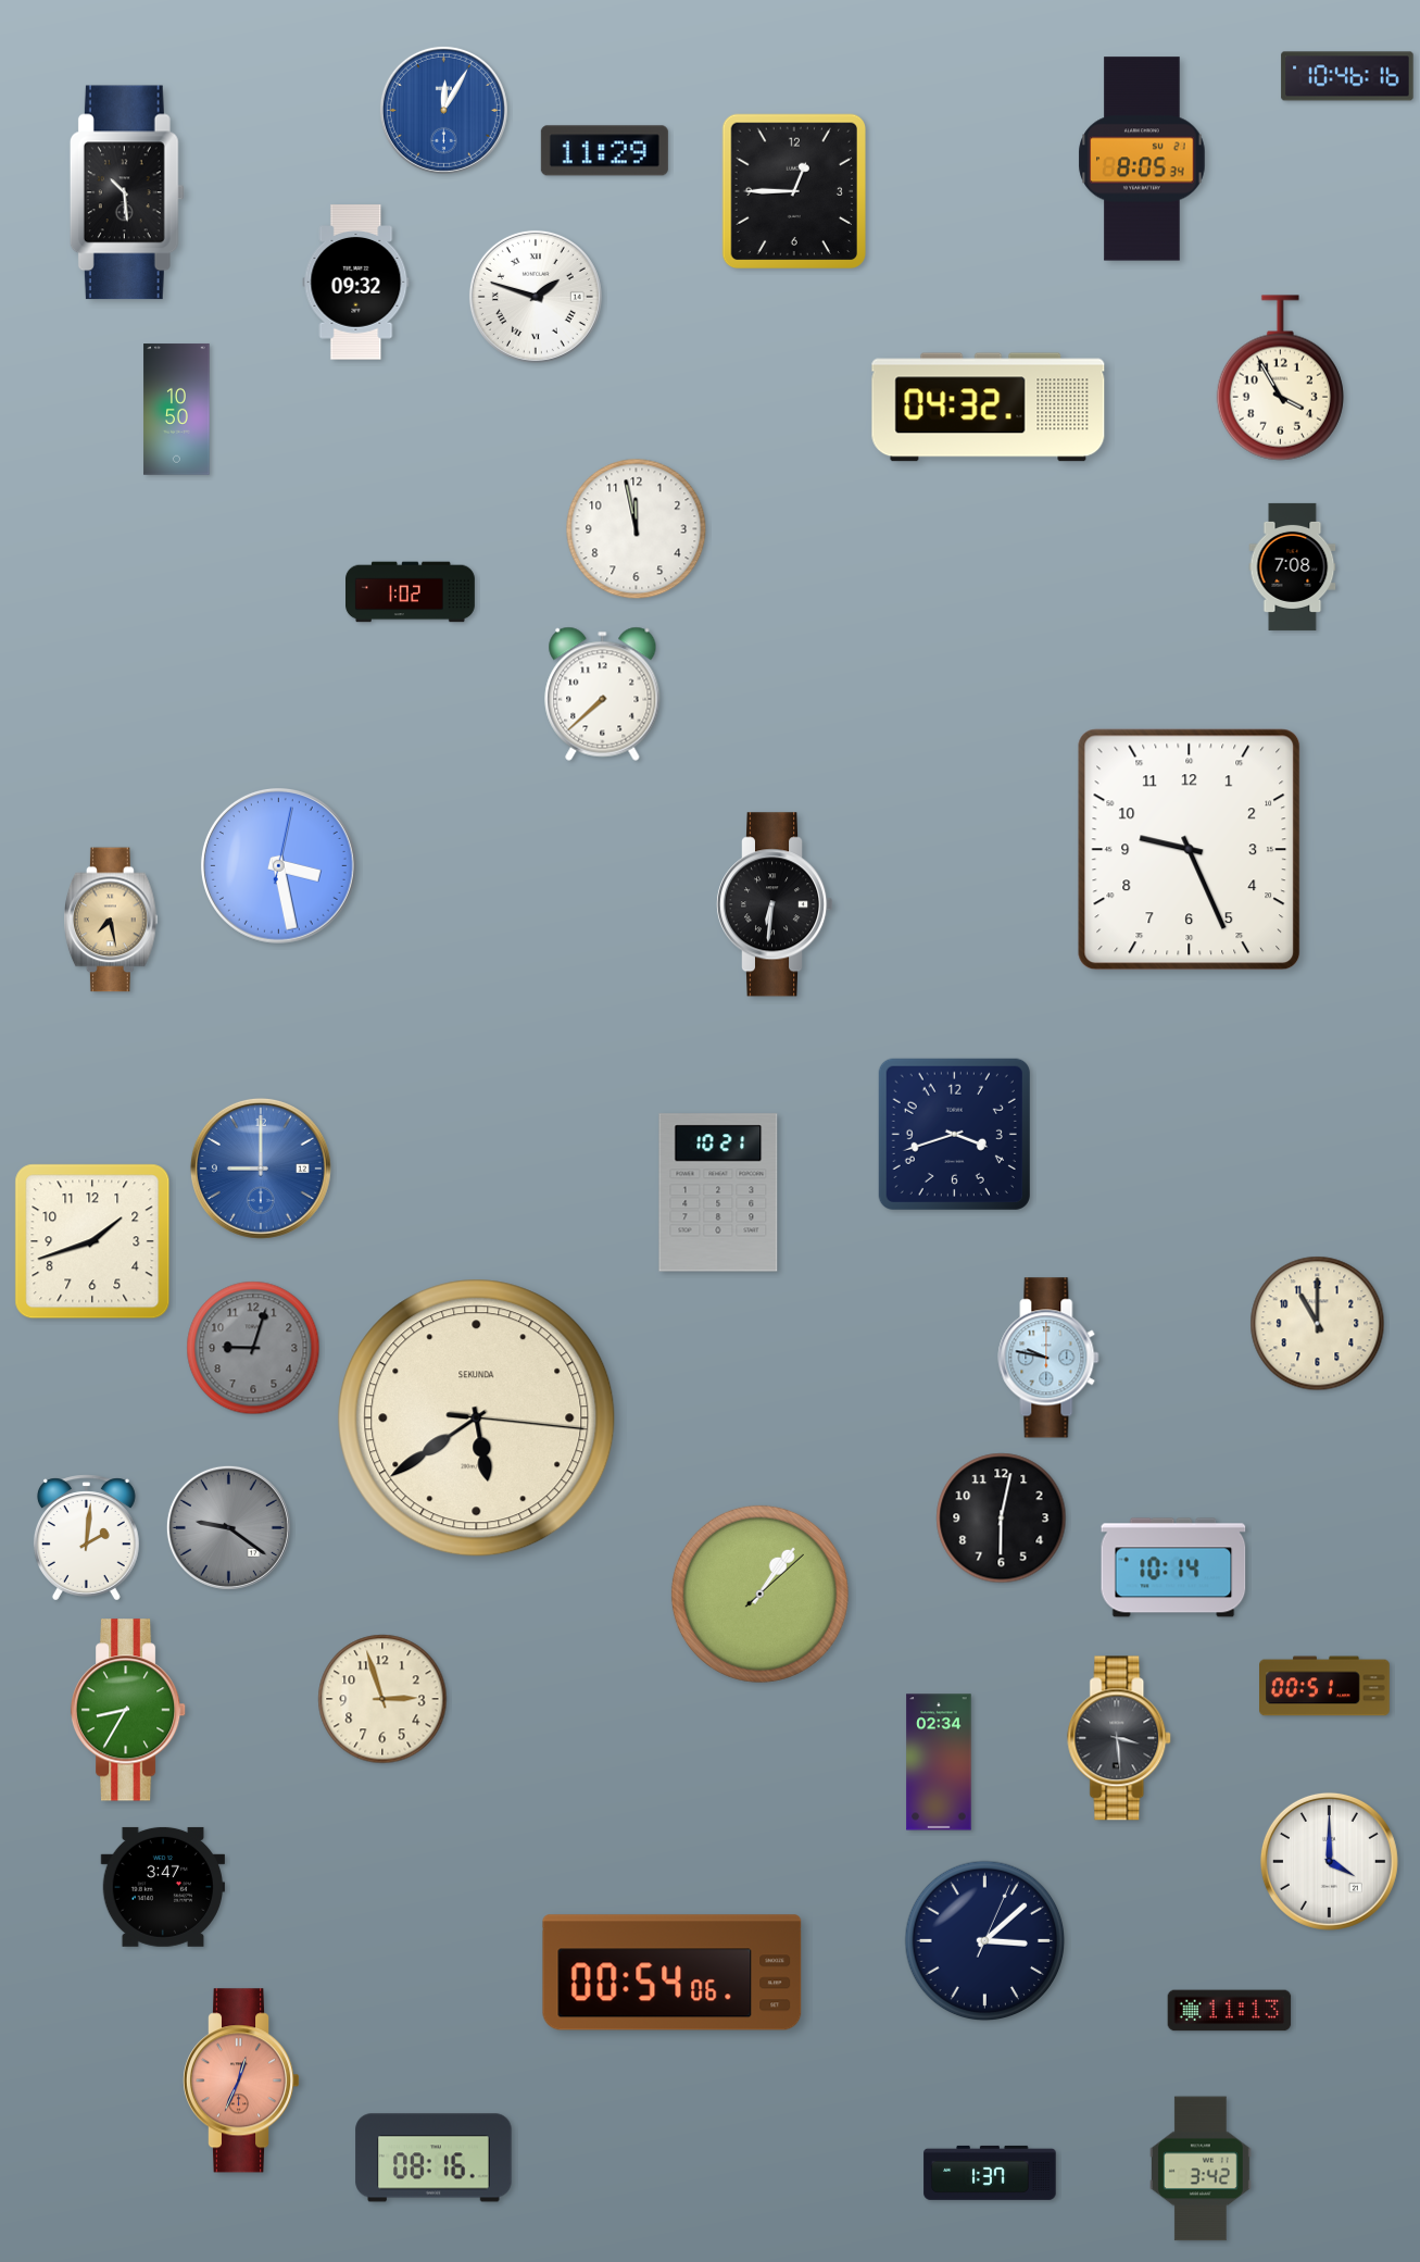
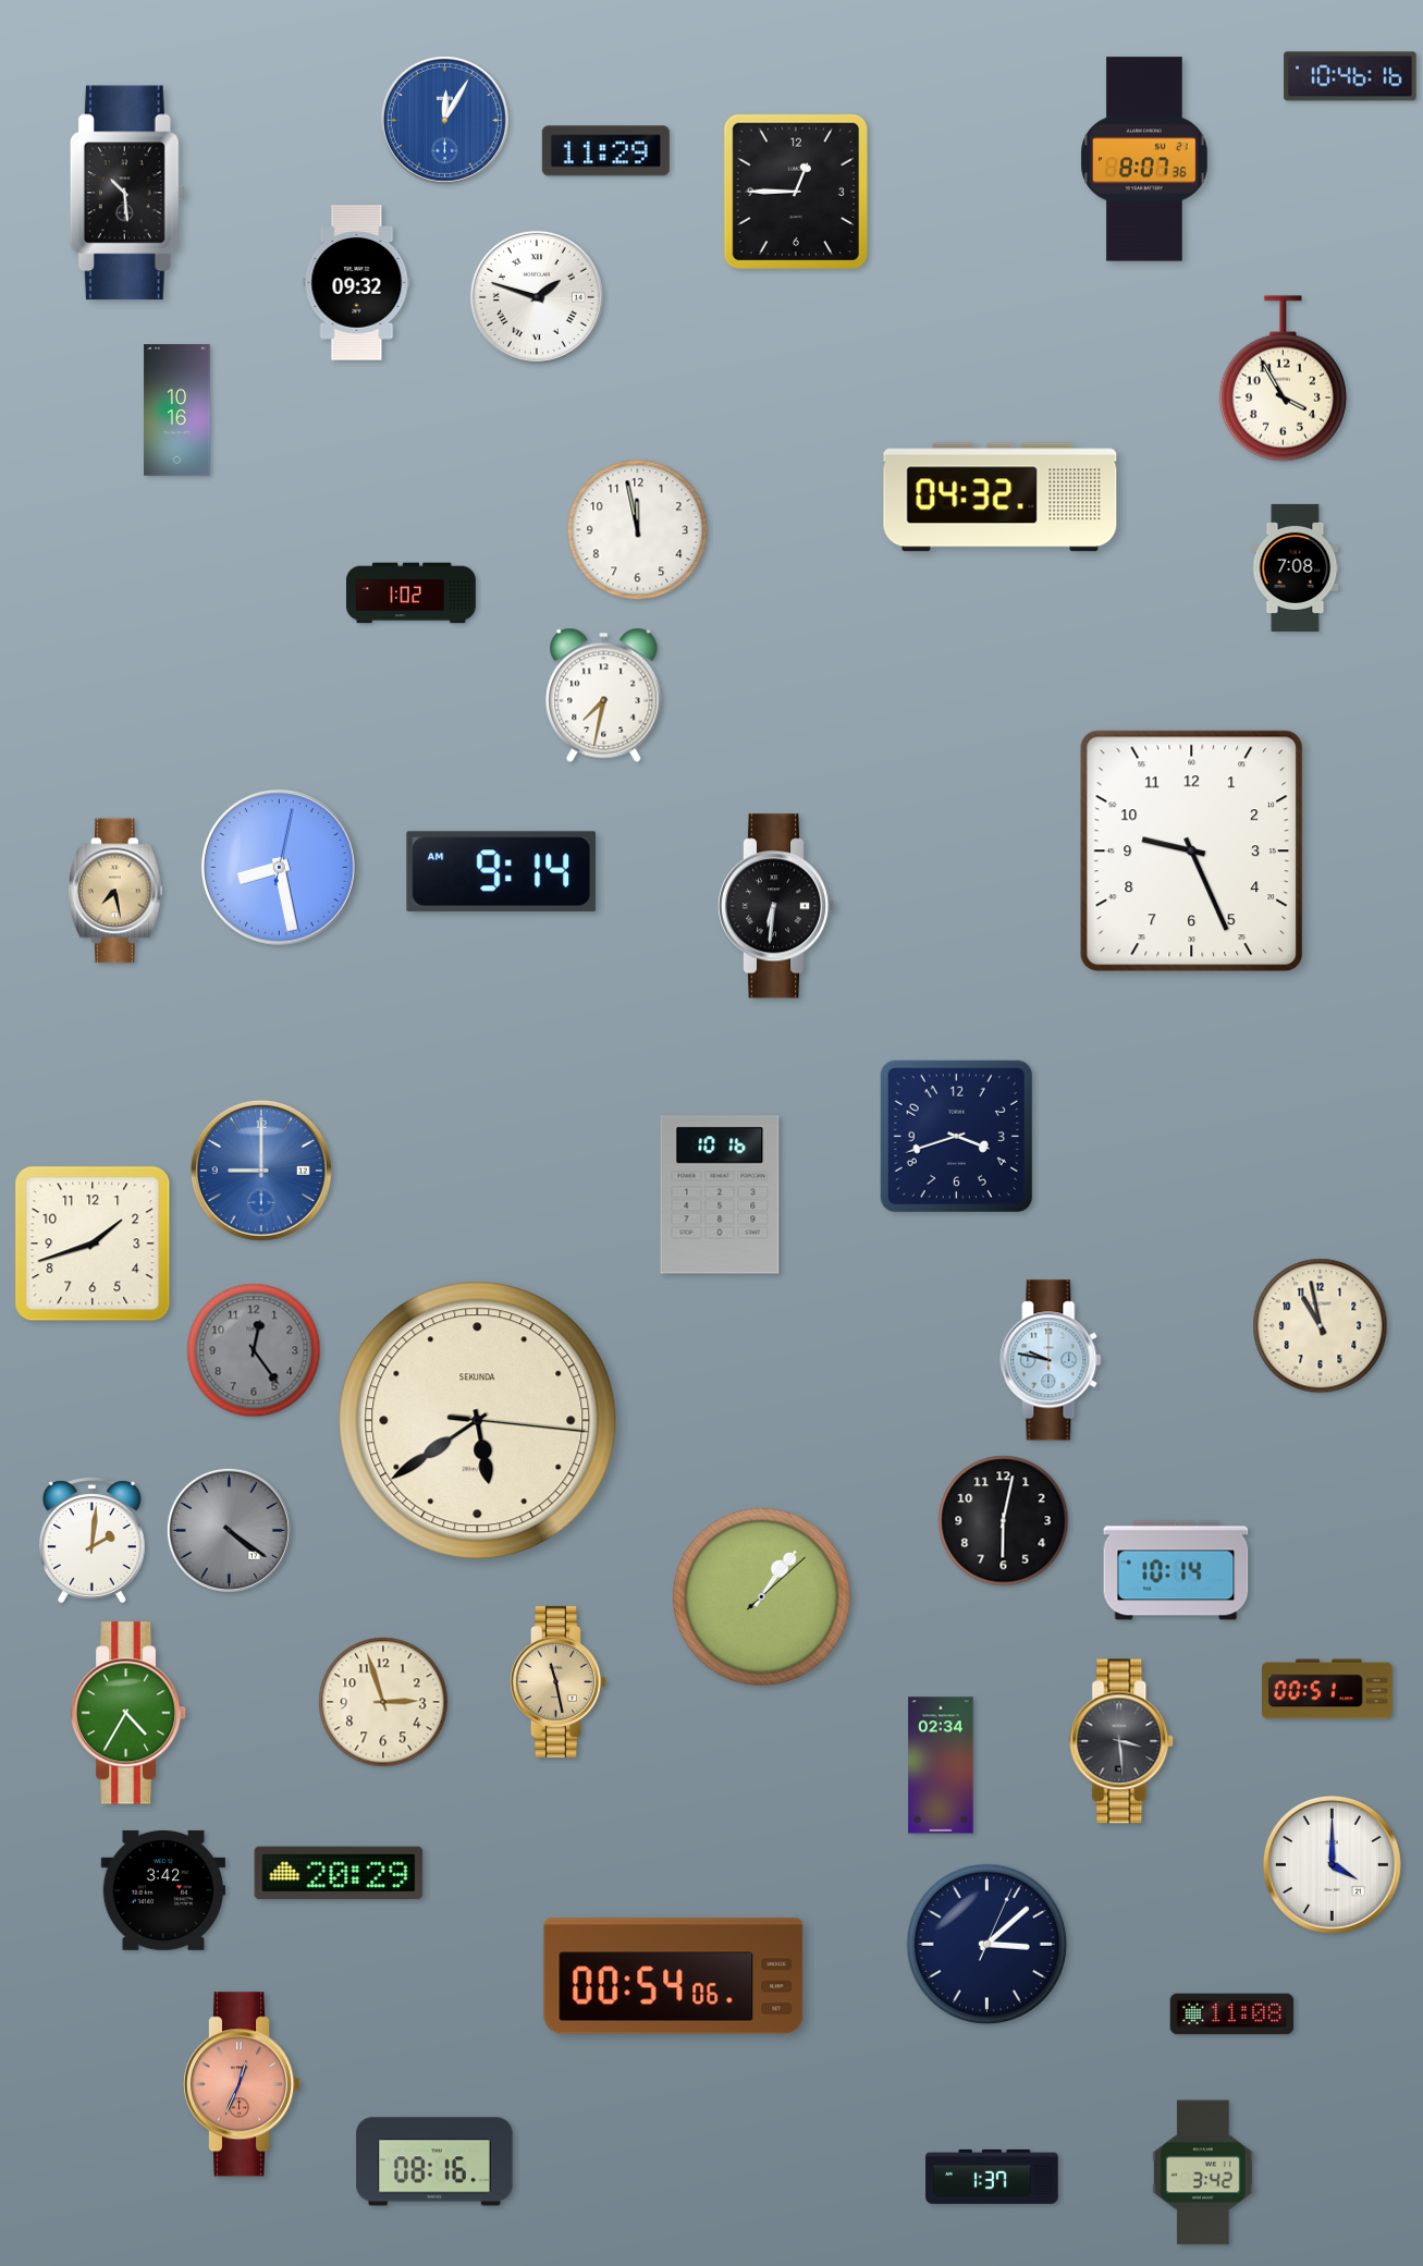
clock at (443, 110) position: (443, 110) -> (444, 120)
clock at (1142, 159): 8:05 -> 8:07
clock at (989, 408) position: (989, 408) -> (1001, 498)
clock at (177, 410): 10:50 -> 10:16
clock at (603, 693): 7:38 -> 7:32
clock at (278, 865): 3:28 -> 8:28
clock at (502, 872): none -> 9:14
clock at (112, 920) position: (112, 920) -> (116, 891)
clock at (718, 1192): 10:21 -> 10:16
clock at (1318, 1324): 11:00 -> 10:58
clock at (253, 1348): 9:03 -> 12:24
clock at (228, 1527): 9:21 -> 4:21
clock at (86, 1538) position: (86, 1538) -> (91, 1541)
clock at (557, 1681): none -> 11:28
clock at (128, 1710): 8:35 -> 4:35
clock at (339, 1873): none -> 20:29
clock at (162, 1887): 3:47 -> 3:42
clock at (1230, 2011): 11:13 -> 11:08
